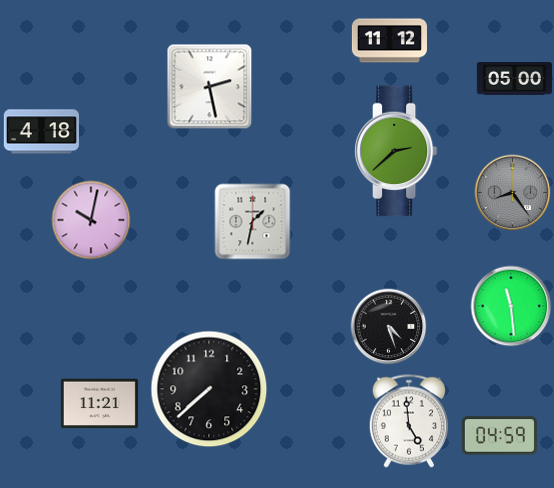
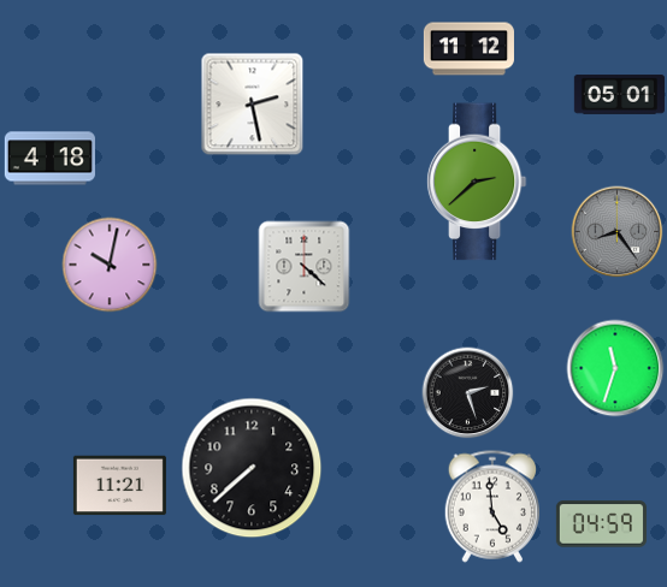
clock at (514, 79): 05:00 -> 05:01
clock at (253, 222): 1:32 -> 4:22
clock at (511, 306): 11:29 -> 11:33
clock at (389, 327): 4:27 -> 2:27
